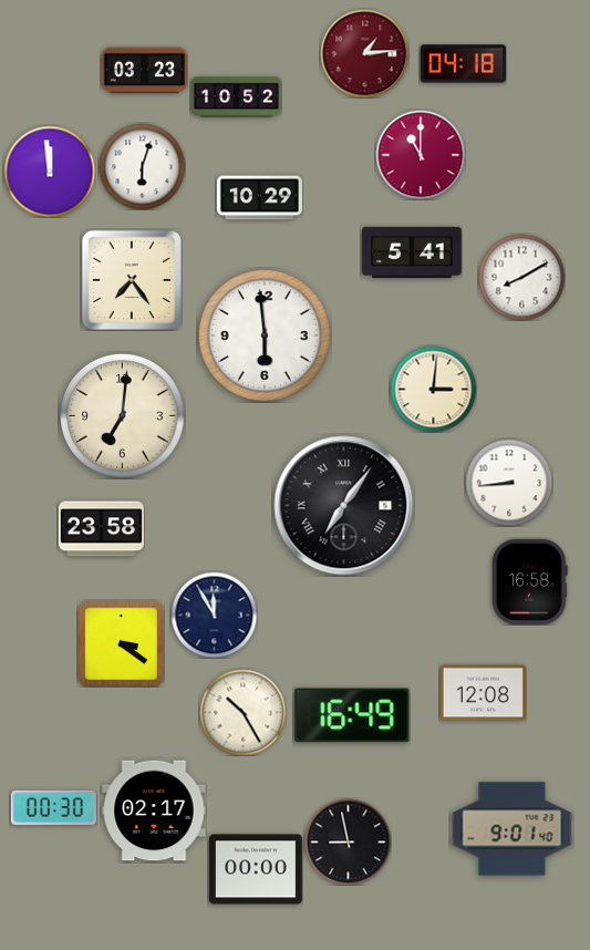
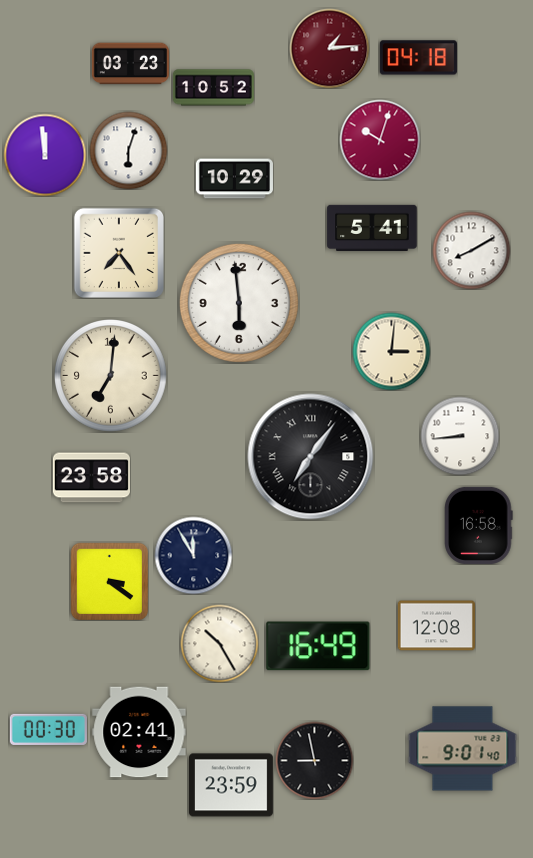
clock at (421, 155): 11:00 -> 10:03
clock at (154, 810): 02:17 -> 02:41
clock at (256, 869): 00:00 -> 23:59
